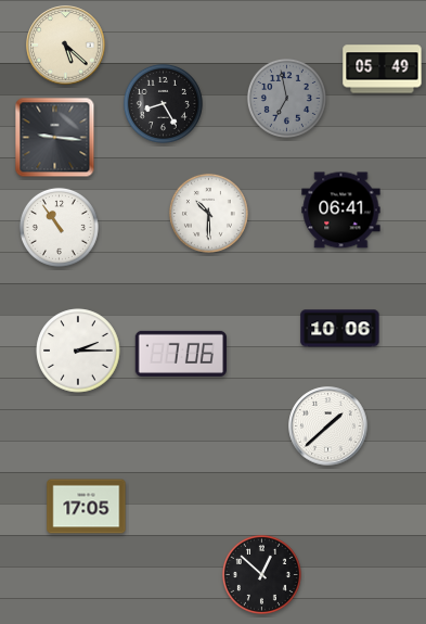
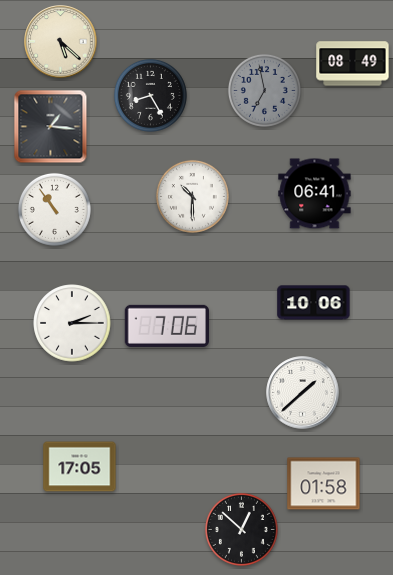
clock at (383, 69): 05:49 -> 08:49
clock at (55, 138): 9:16 -> 1:16
clock at (324, 484): none -> 01:58
